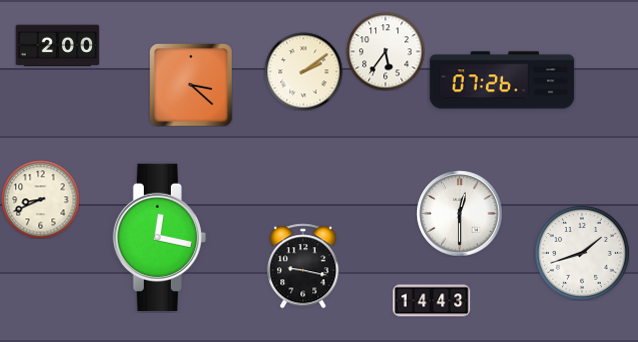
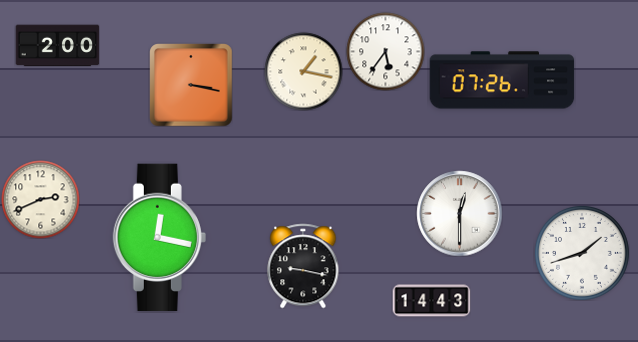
clock at (303, 71): 2:09 -> 1:17
clock at (191, 85): 3:22 -> 3:17
clock at (40, 199): 8:41 -> 2:41
